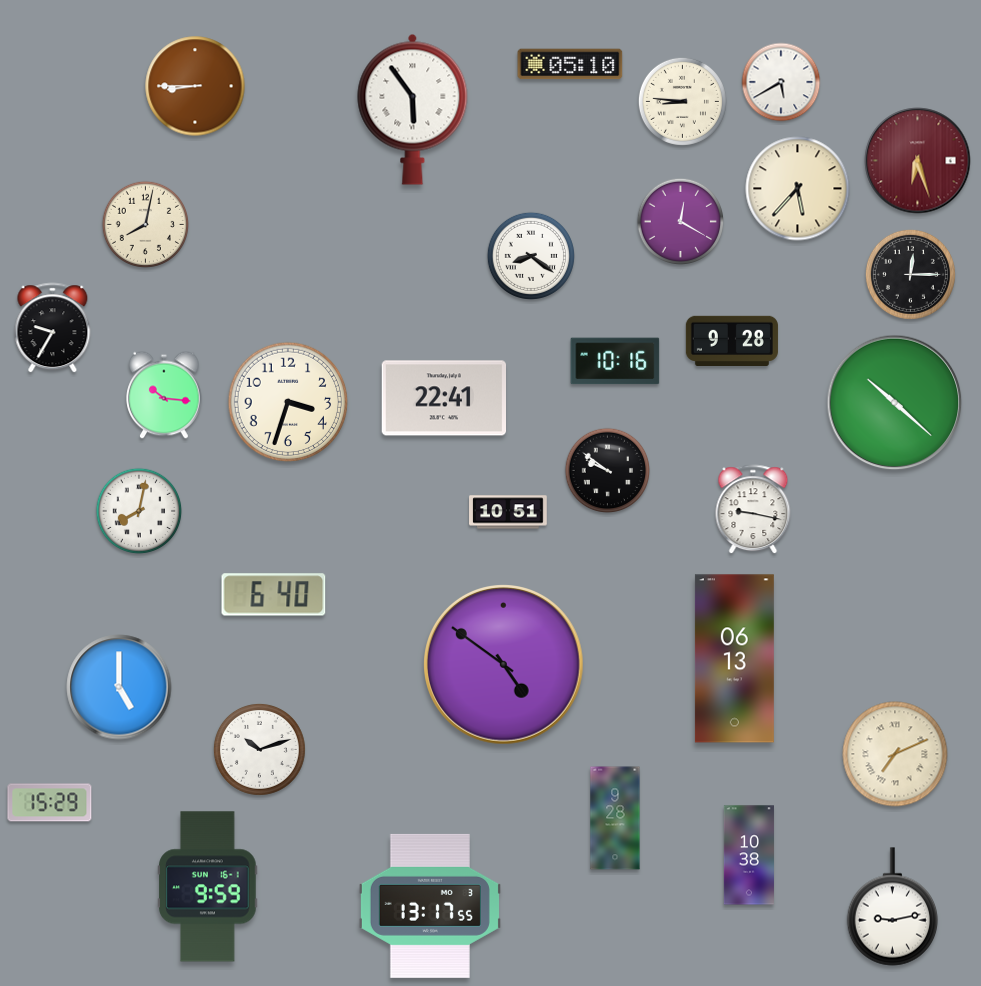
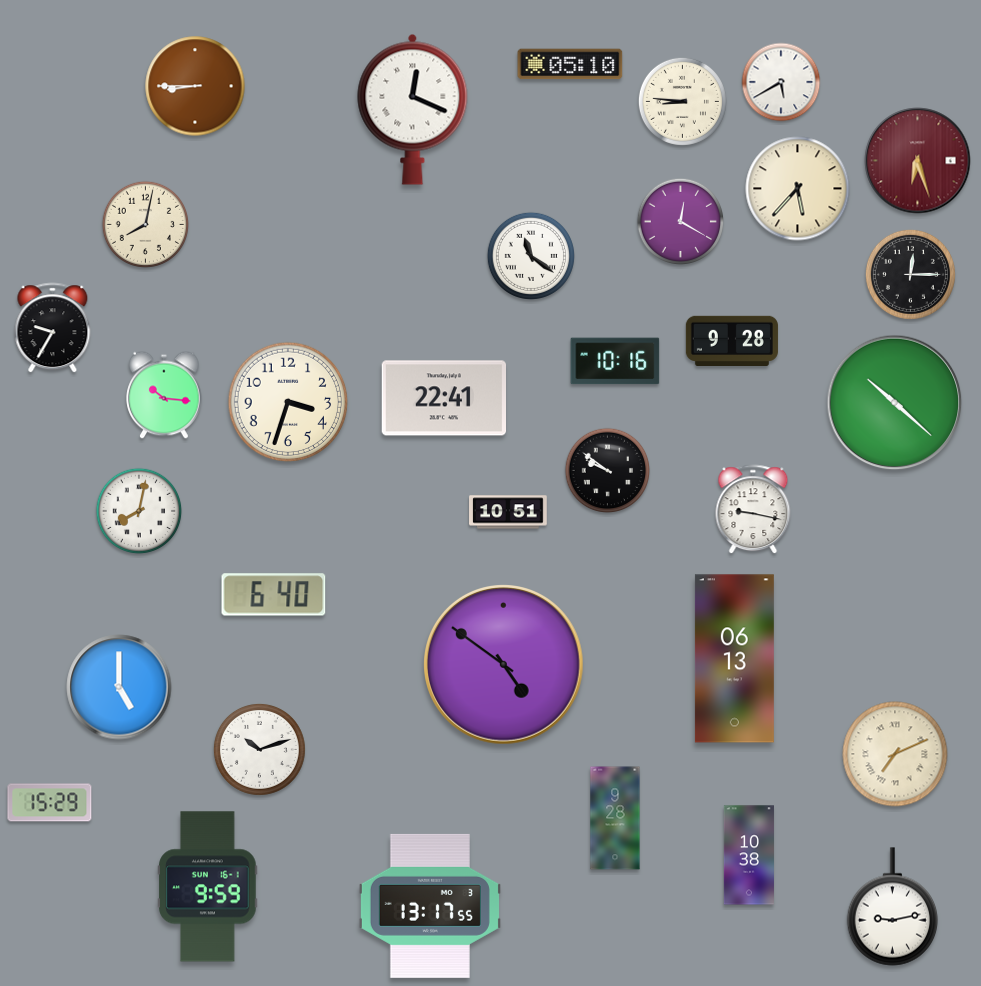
clock at (413, 109): 5:54 -> 12:19
clock at (531, 256): 8:21 -> 11:21
